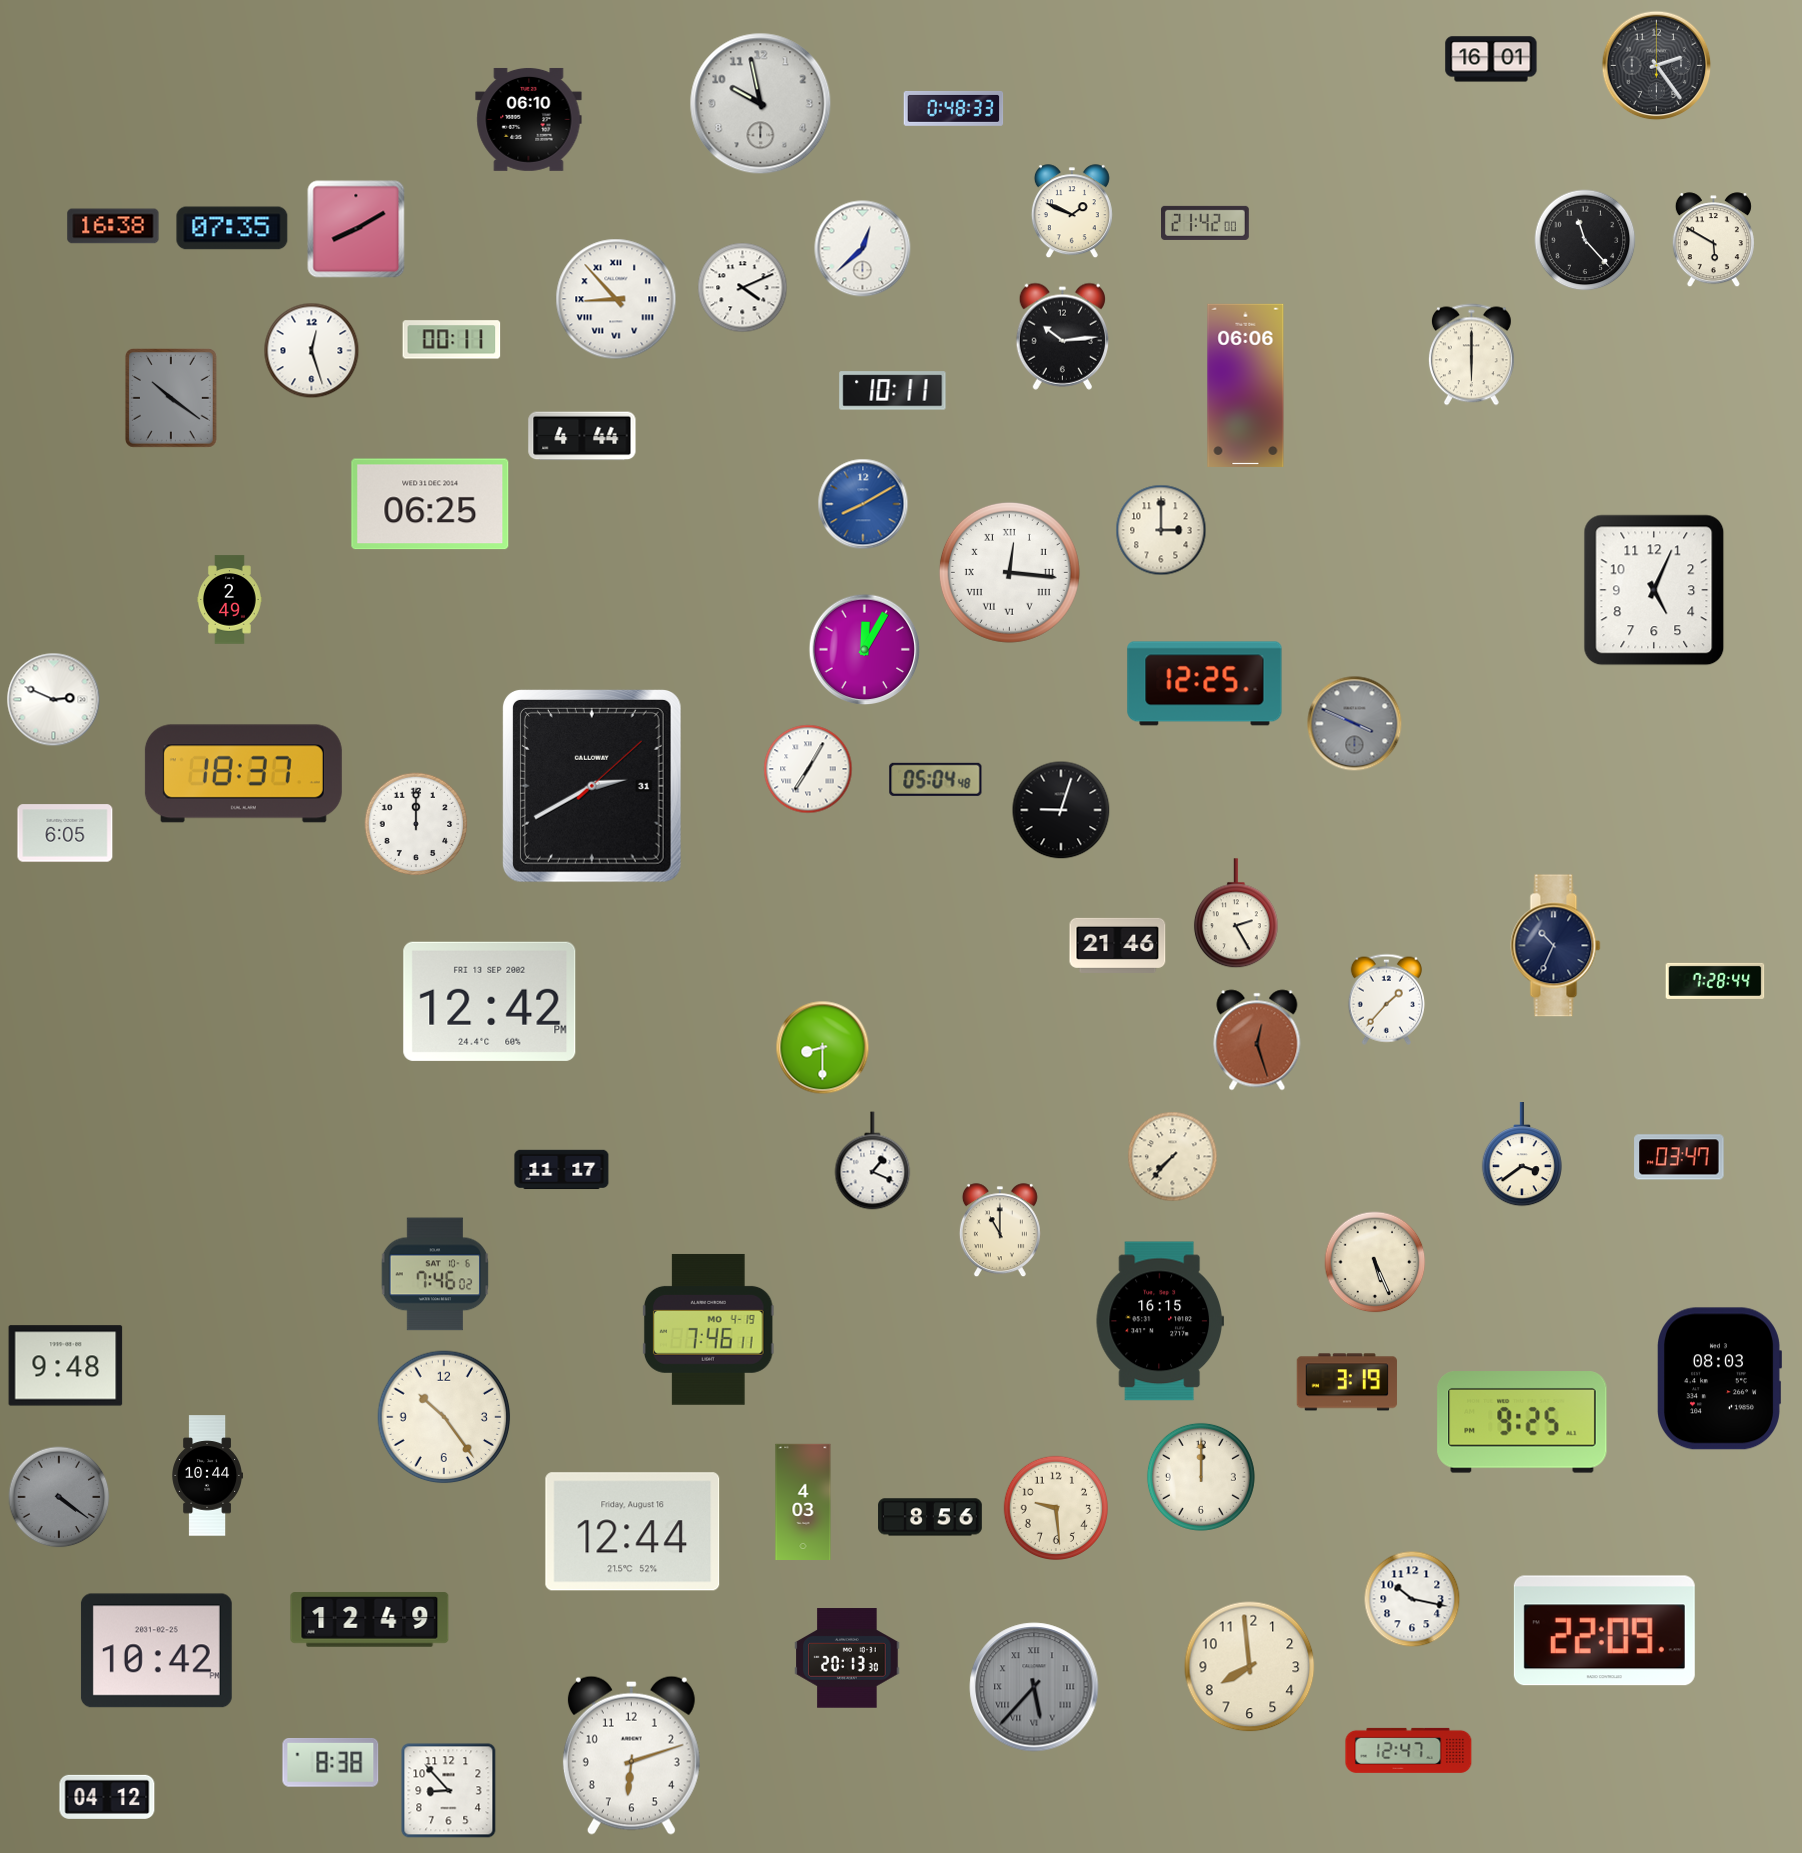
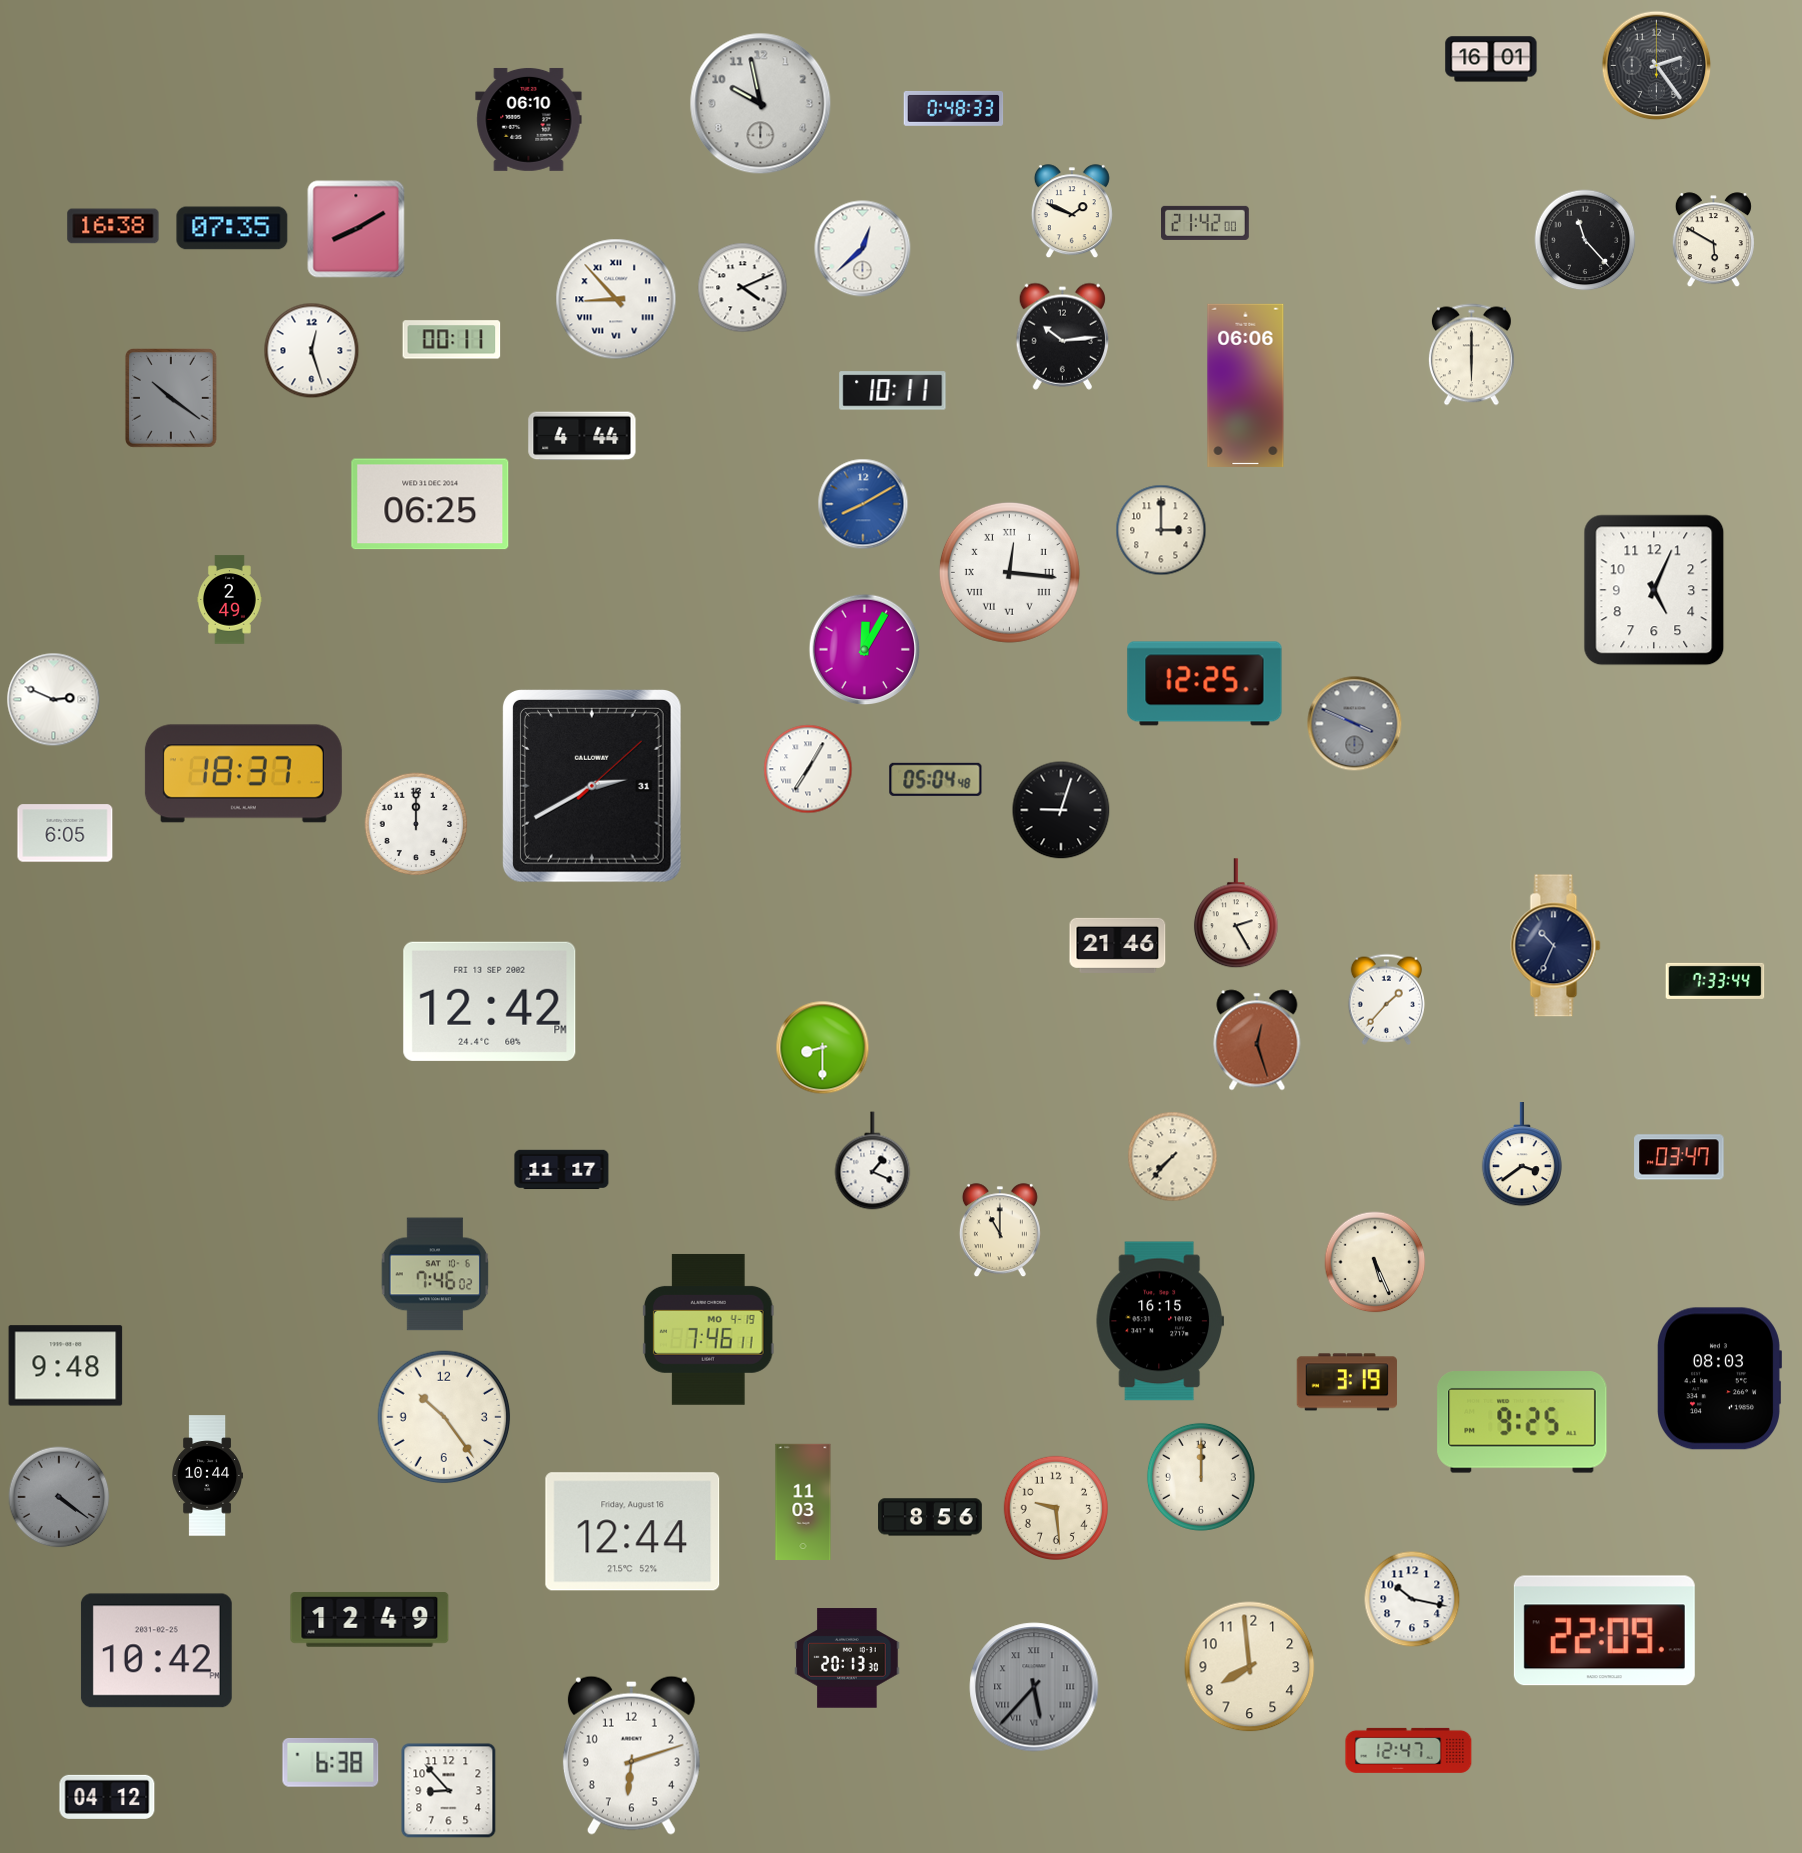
clock at (1715, 981): 7:28 -> 7:33
clock at (803, 1501): 4:03 -> 11:03
clock at (331, 1763): 8:38 -> 6:38
